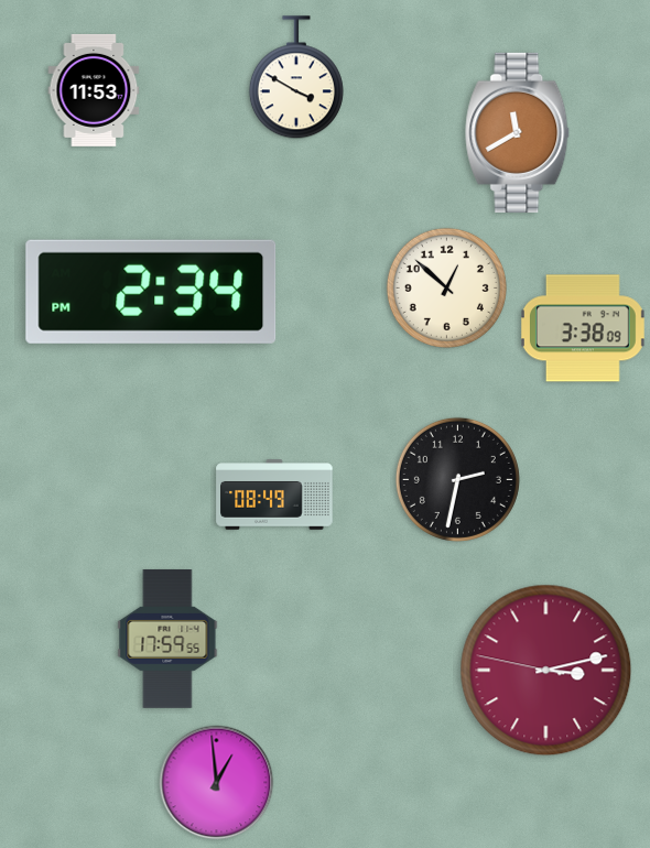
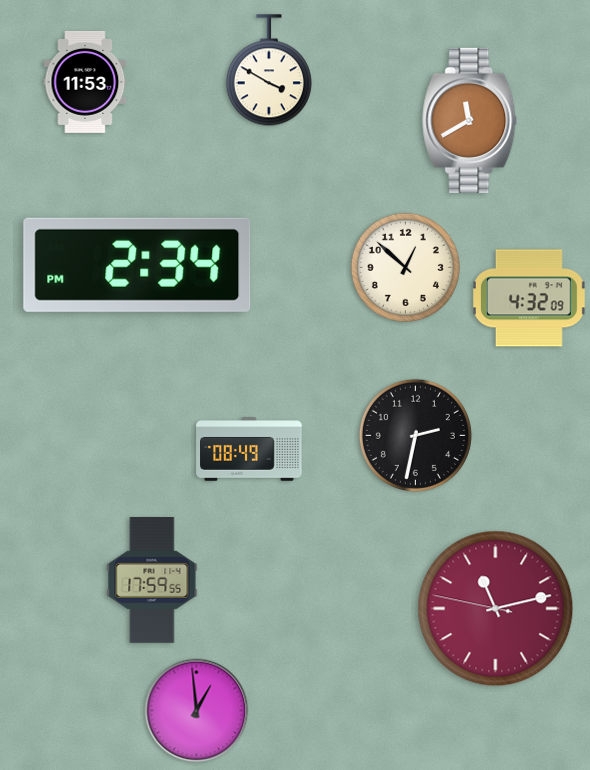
clock at (446, 287) position: (446, 287) -> (405, 267)
clock at (583, 328): 3:38 -> 4:32
clock at (546, 671): 3:12 -> 11:12
